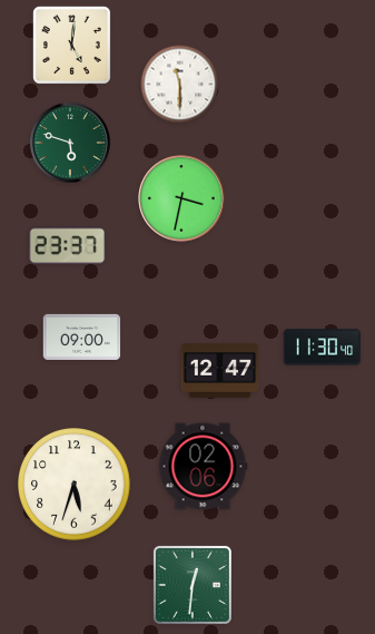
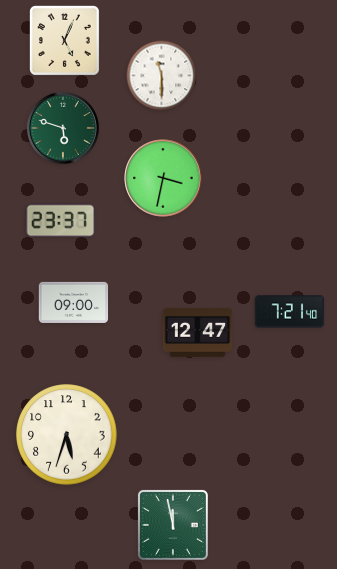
clock at (71, 45): 5:01 -> 5:04
clock at (323, 348): 11:30 -> 7:21
clock at (203, 467): 02:06 -> none
clock at (193, 585): 12:31 -> 11:58
